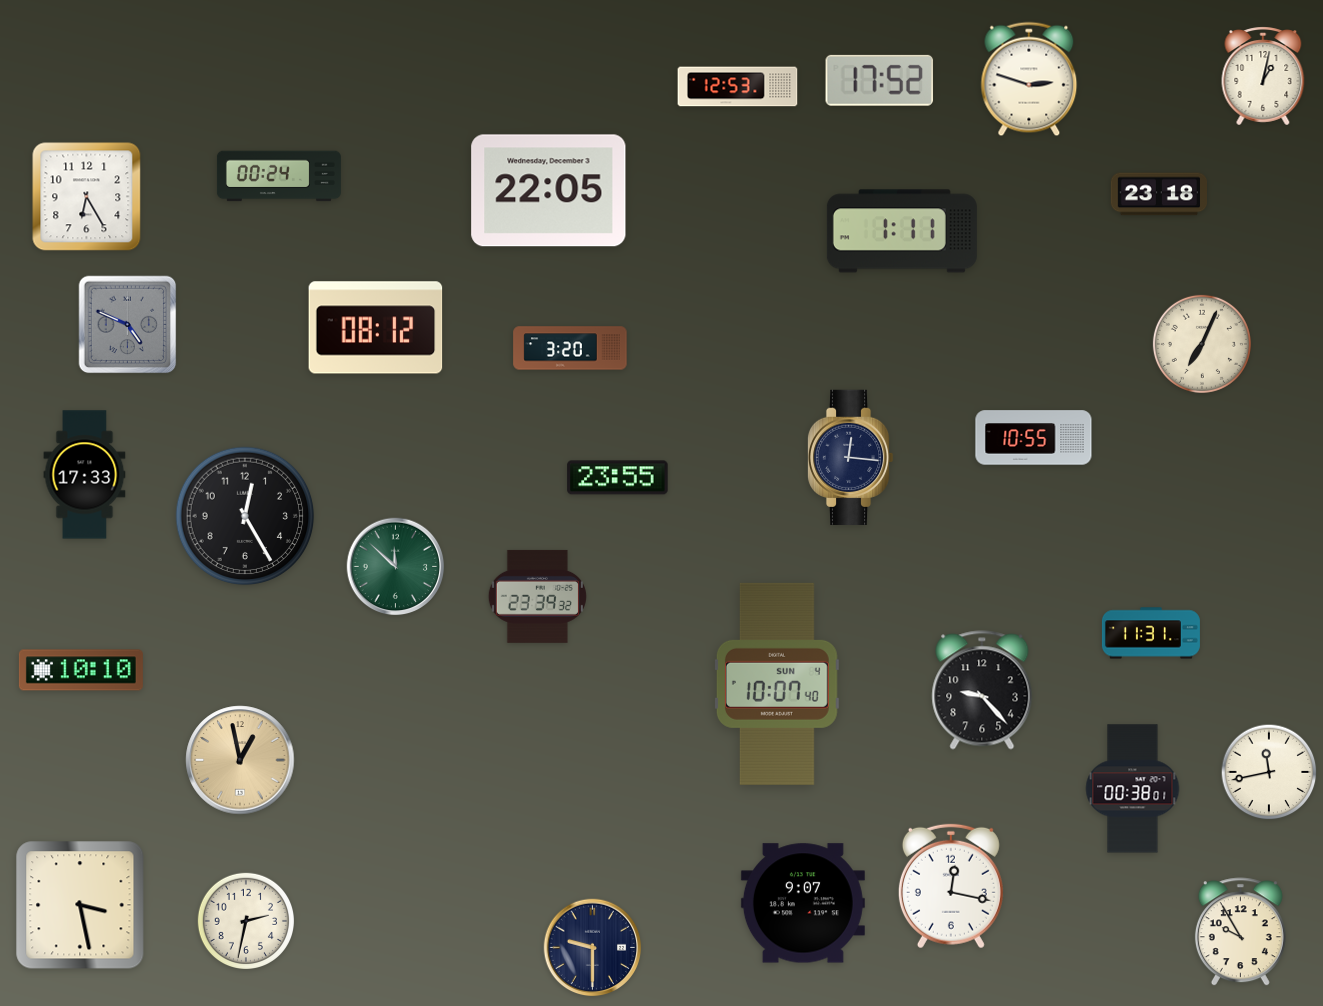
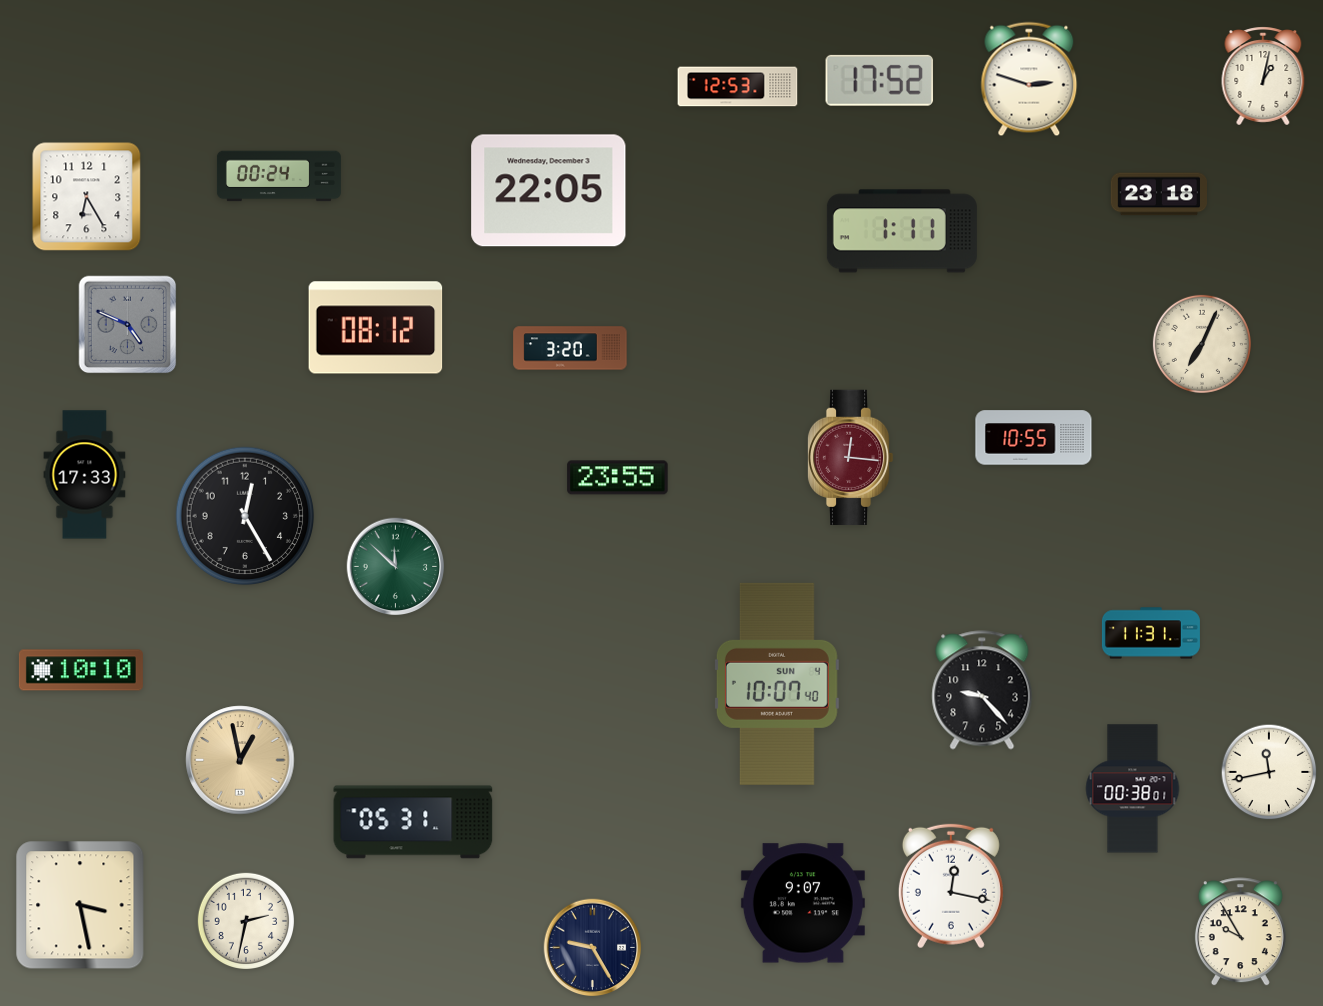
clock at (850, 457) dial: navy -> burgundy
clock at (537, 596): 23:39 -> none
clock at (413, 822): none -> 05:31
clock at (593, 948): 9:30 -> 9:25
